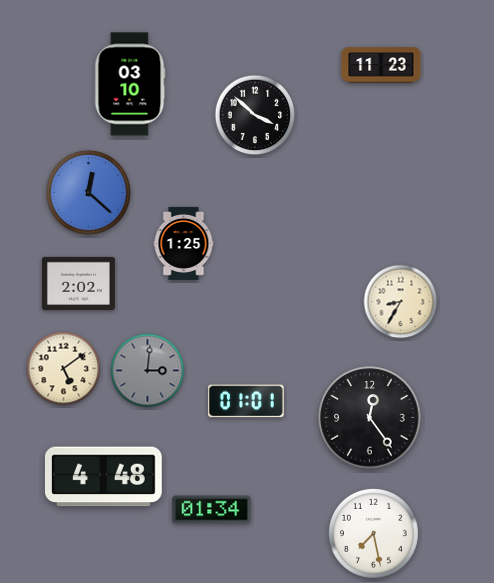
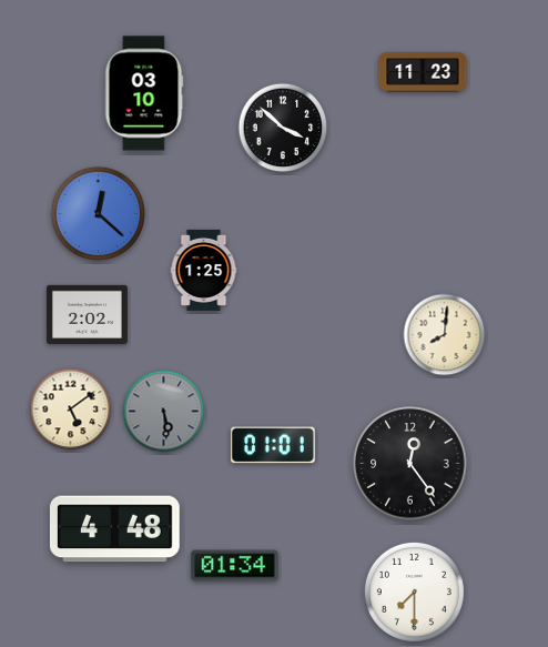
clock at (401, 302): 8:35 -> 8:01
clock at (148, 371): 3:01 -> 5:29
clock at (373, 533): 7:28 -> 7:30
